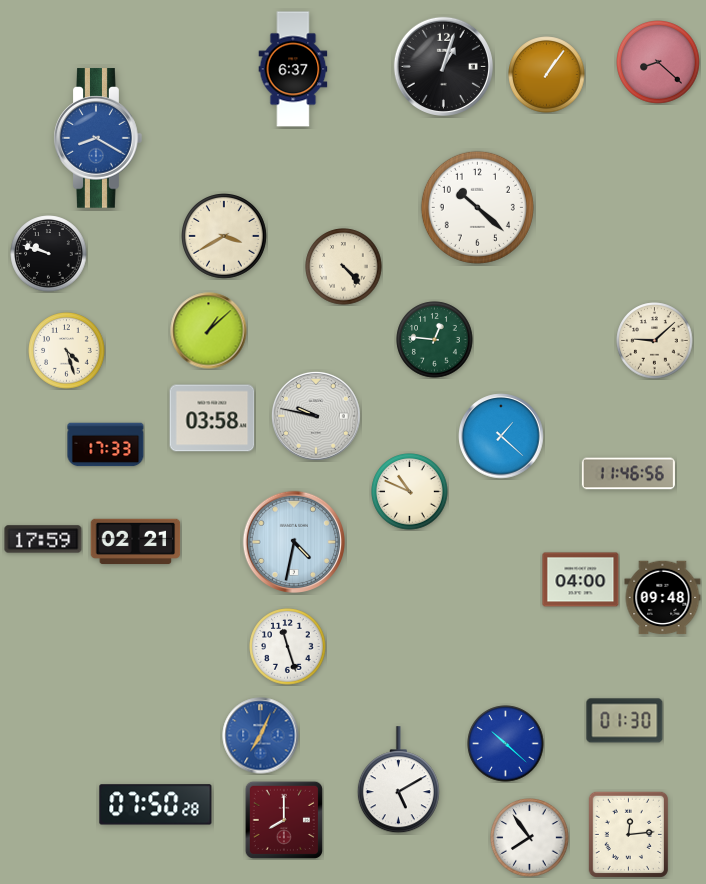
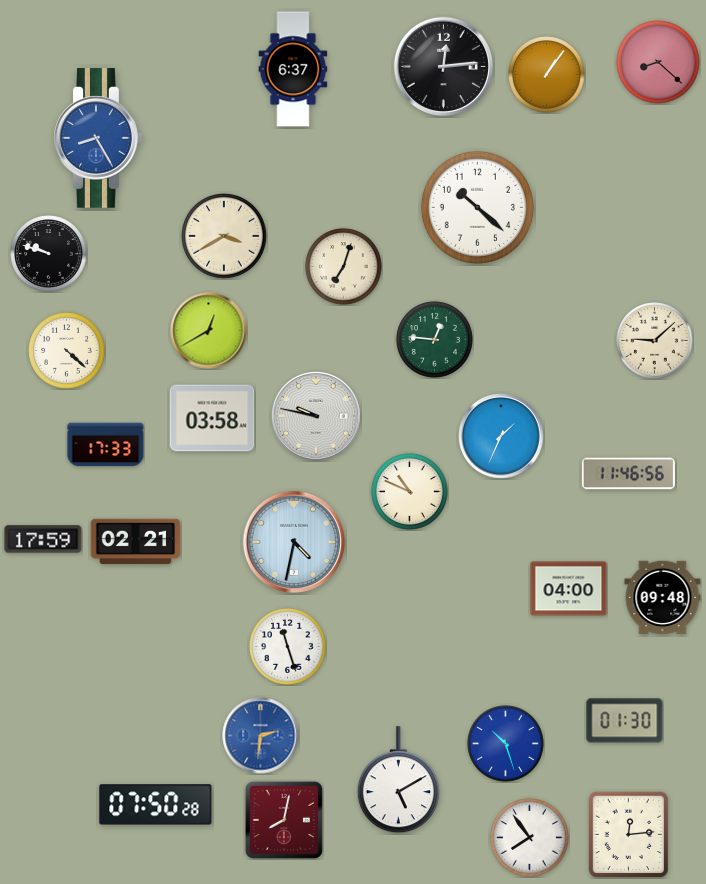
clock at (443, 66): 1:03 -> 12:14
clock at (98, 138): 8:20 -> 8:25
clock at (344, 267): 4:23 -> 7:03
clock at (209, 331): 1:08 -> 12:40
clock at (67, 351): 4:27 -> 4:22
clock at (501, 436): 1:22 -> 1:34
clock at (581, 580) position: (581, 580) -> (569, 589)
clock at (261, 736): 7:04 -> 2:31
clock at (506, 744): 10:22 -> 10:27
clock at (284, 820): 8:00 -> 8:02
